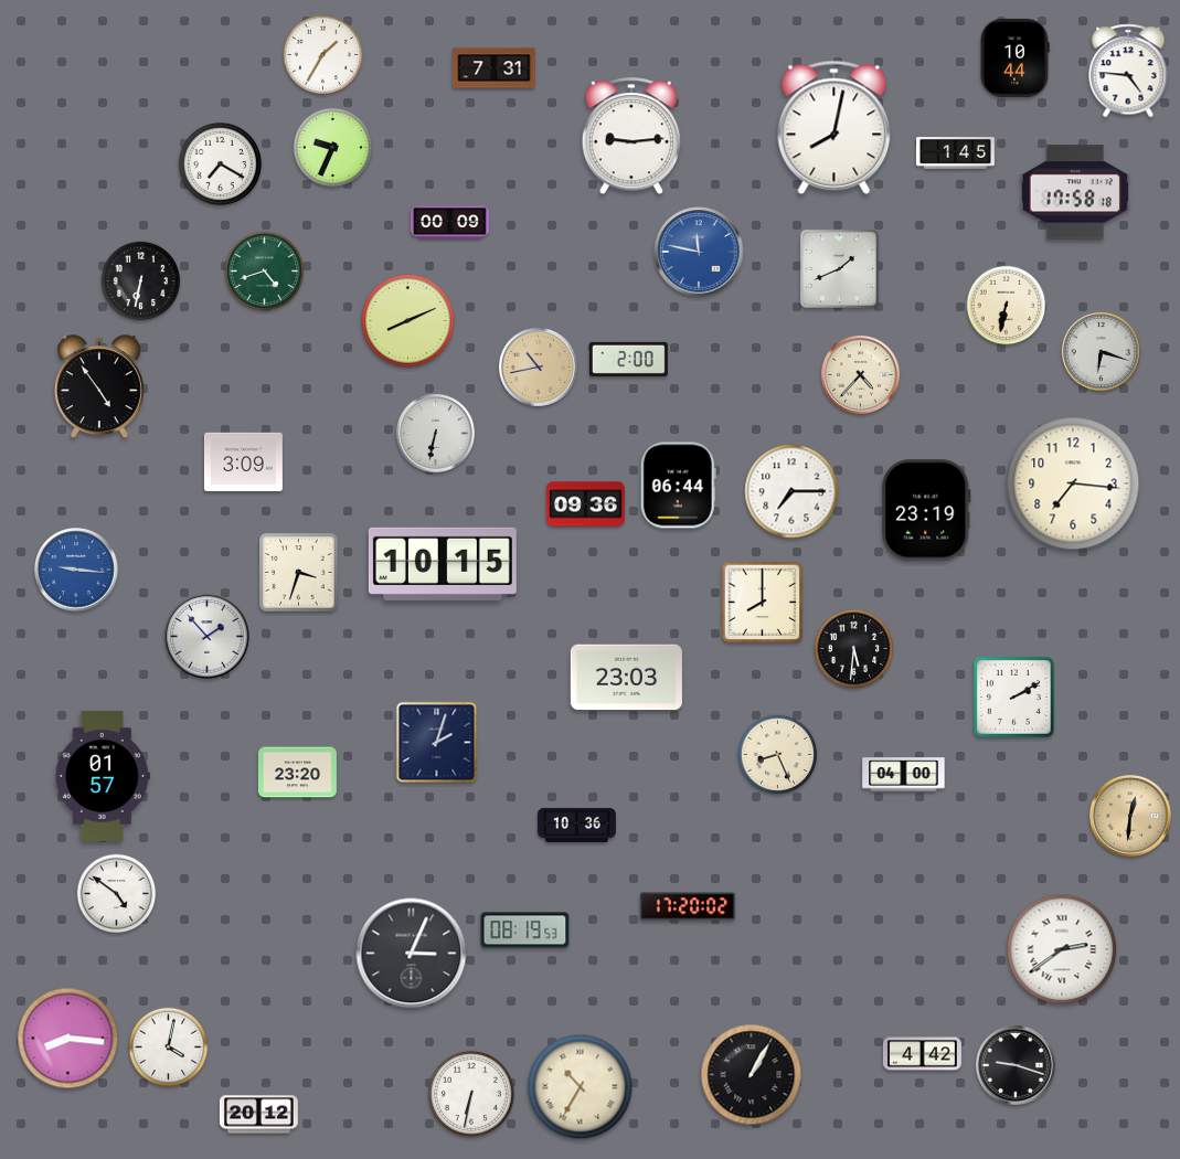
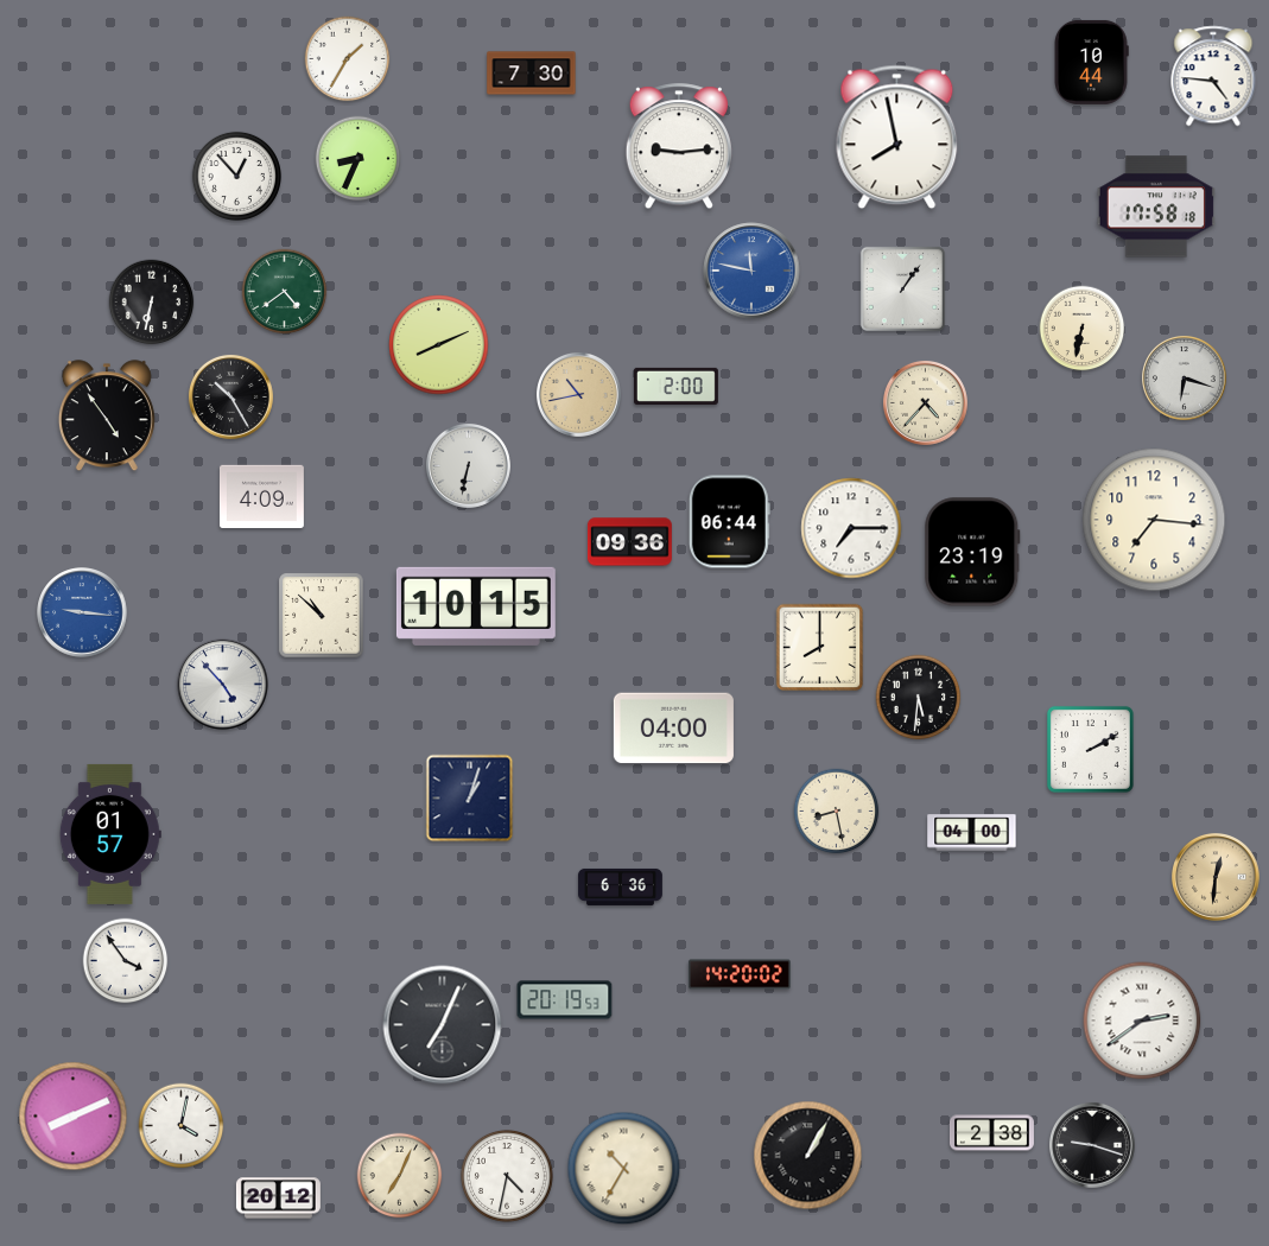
clock at (495, 68): 7:31 -> 7:30
clock at (834, 128): 8:02 -> 7:58
clock at (333, 148): 9:34 -> 8:34
clock at (955, 153): 1:45 -> none
clock at (220, 163): 7:20 -> 12:53
clock at (449, 223): 00:09 -> none
clock at (839, 268): 1:41 -> 1:06
clock at (265, 272): 4:42 -> 4:39
clock at (230, 396): none -> 10:25
clock at (243, 462): 3:09 -> 4:09
clock at (926, 510) position: (926, 510) -> (972, 552)
clock at (299, 573): 3:33 -> 10:52
clock at (208, 637): 1:53 -> 4:53
clock at (626, 678): 23:03 -> 04:00
clock at (437, 743): 2:03 -> 1:03
clock at (778, 755): 8:26 -> 8:28
clock at (297, 773): 23:20 -> none
clock at (576, 825): 10:36 -> 6:36
clock at (117, 894): 4:51 -> 3:54
clock at (688, 906): 17:20 -> 14:20
clock at (525, 931): 08:19 -> 20:19
clock at (412, 954): 3:04 -> 7:04
clock at (68, 1039): 8:16 -> 8:11
clock at (922, 1054): 4:42 -> 2:38
clock at (400, 1176): none -> 7:04
clock at (471, 1094): 6:32 -> 4:32
